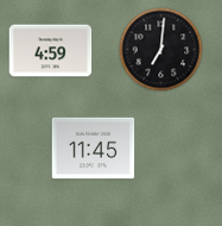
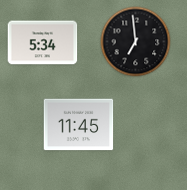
clock at (161, 50): 7:01 -> 6:59
clock at (51, 51): 4:59 -> 5:34
